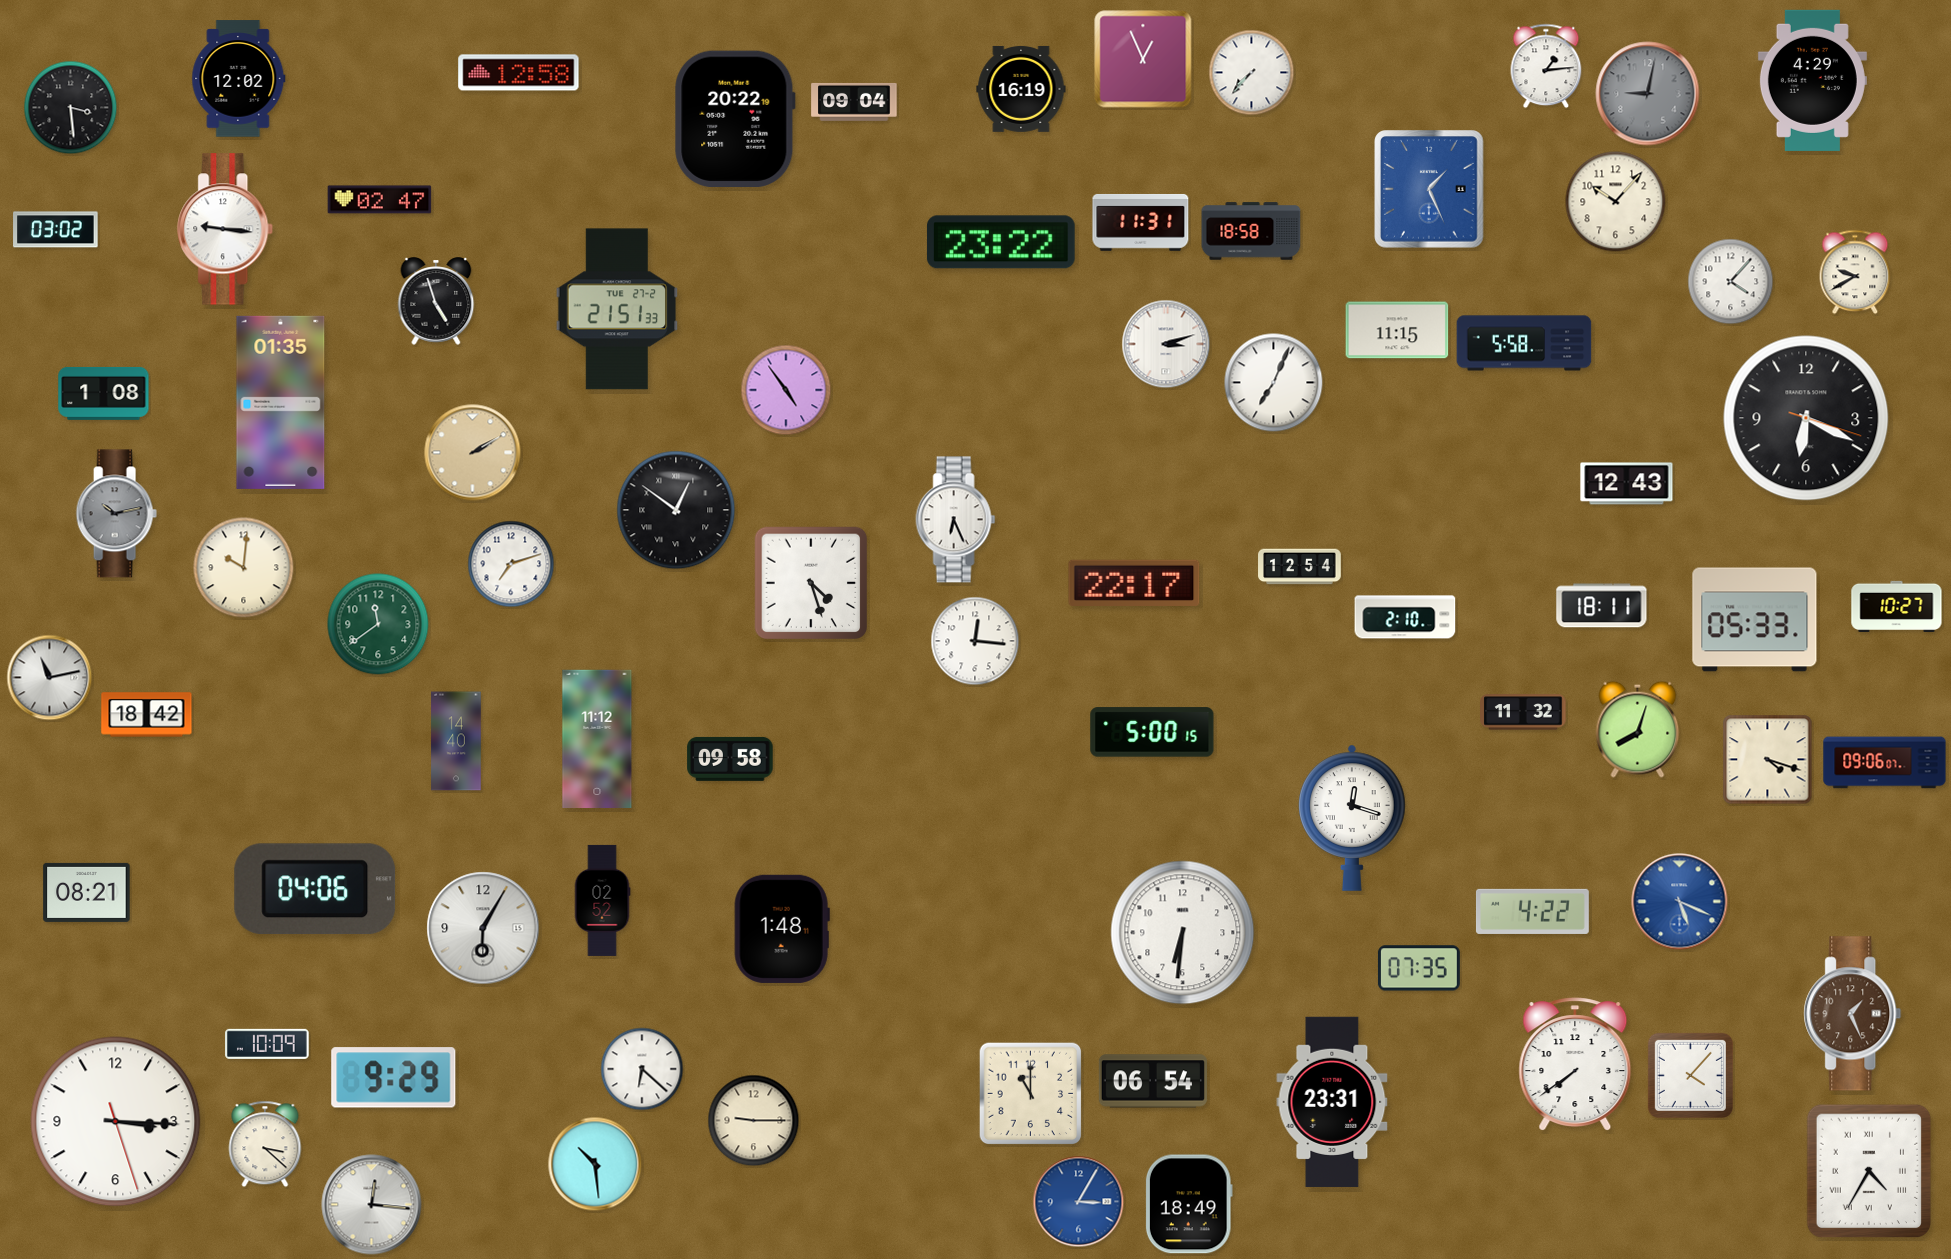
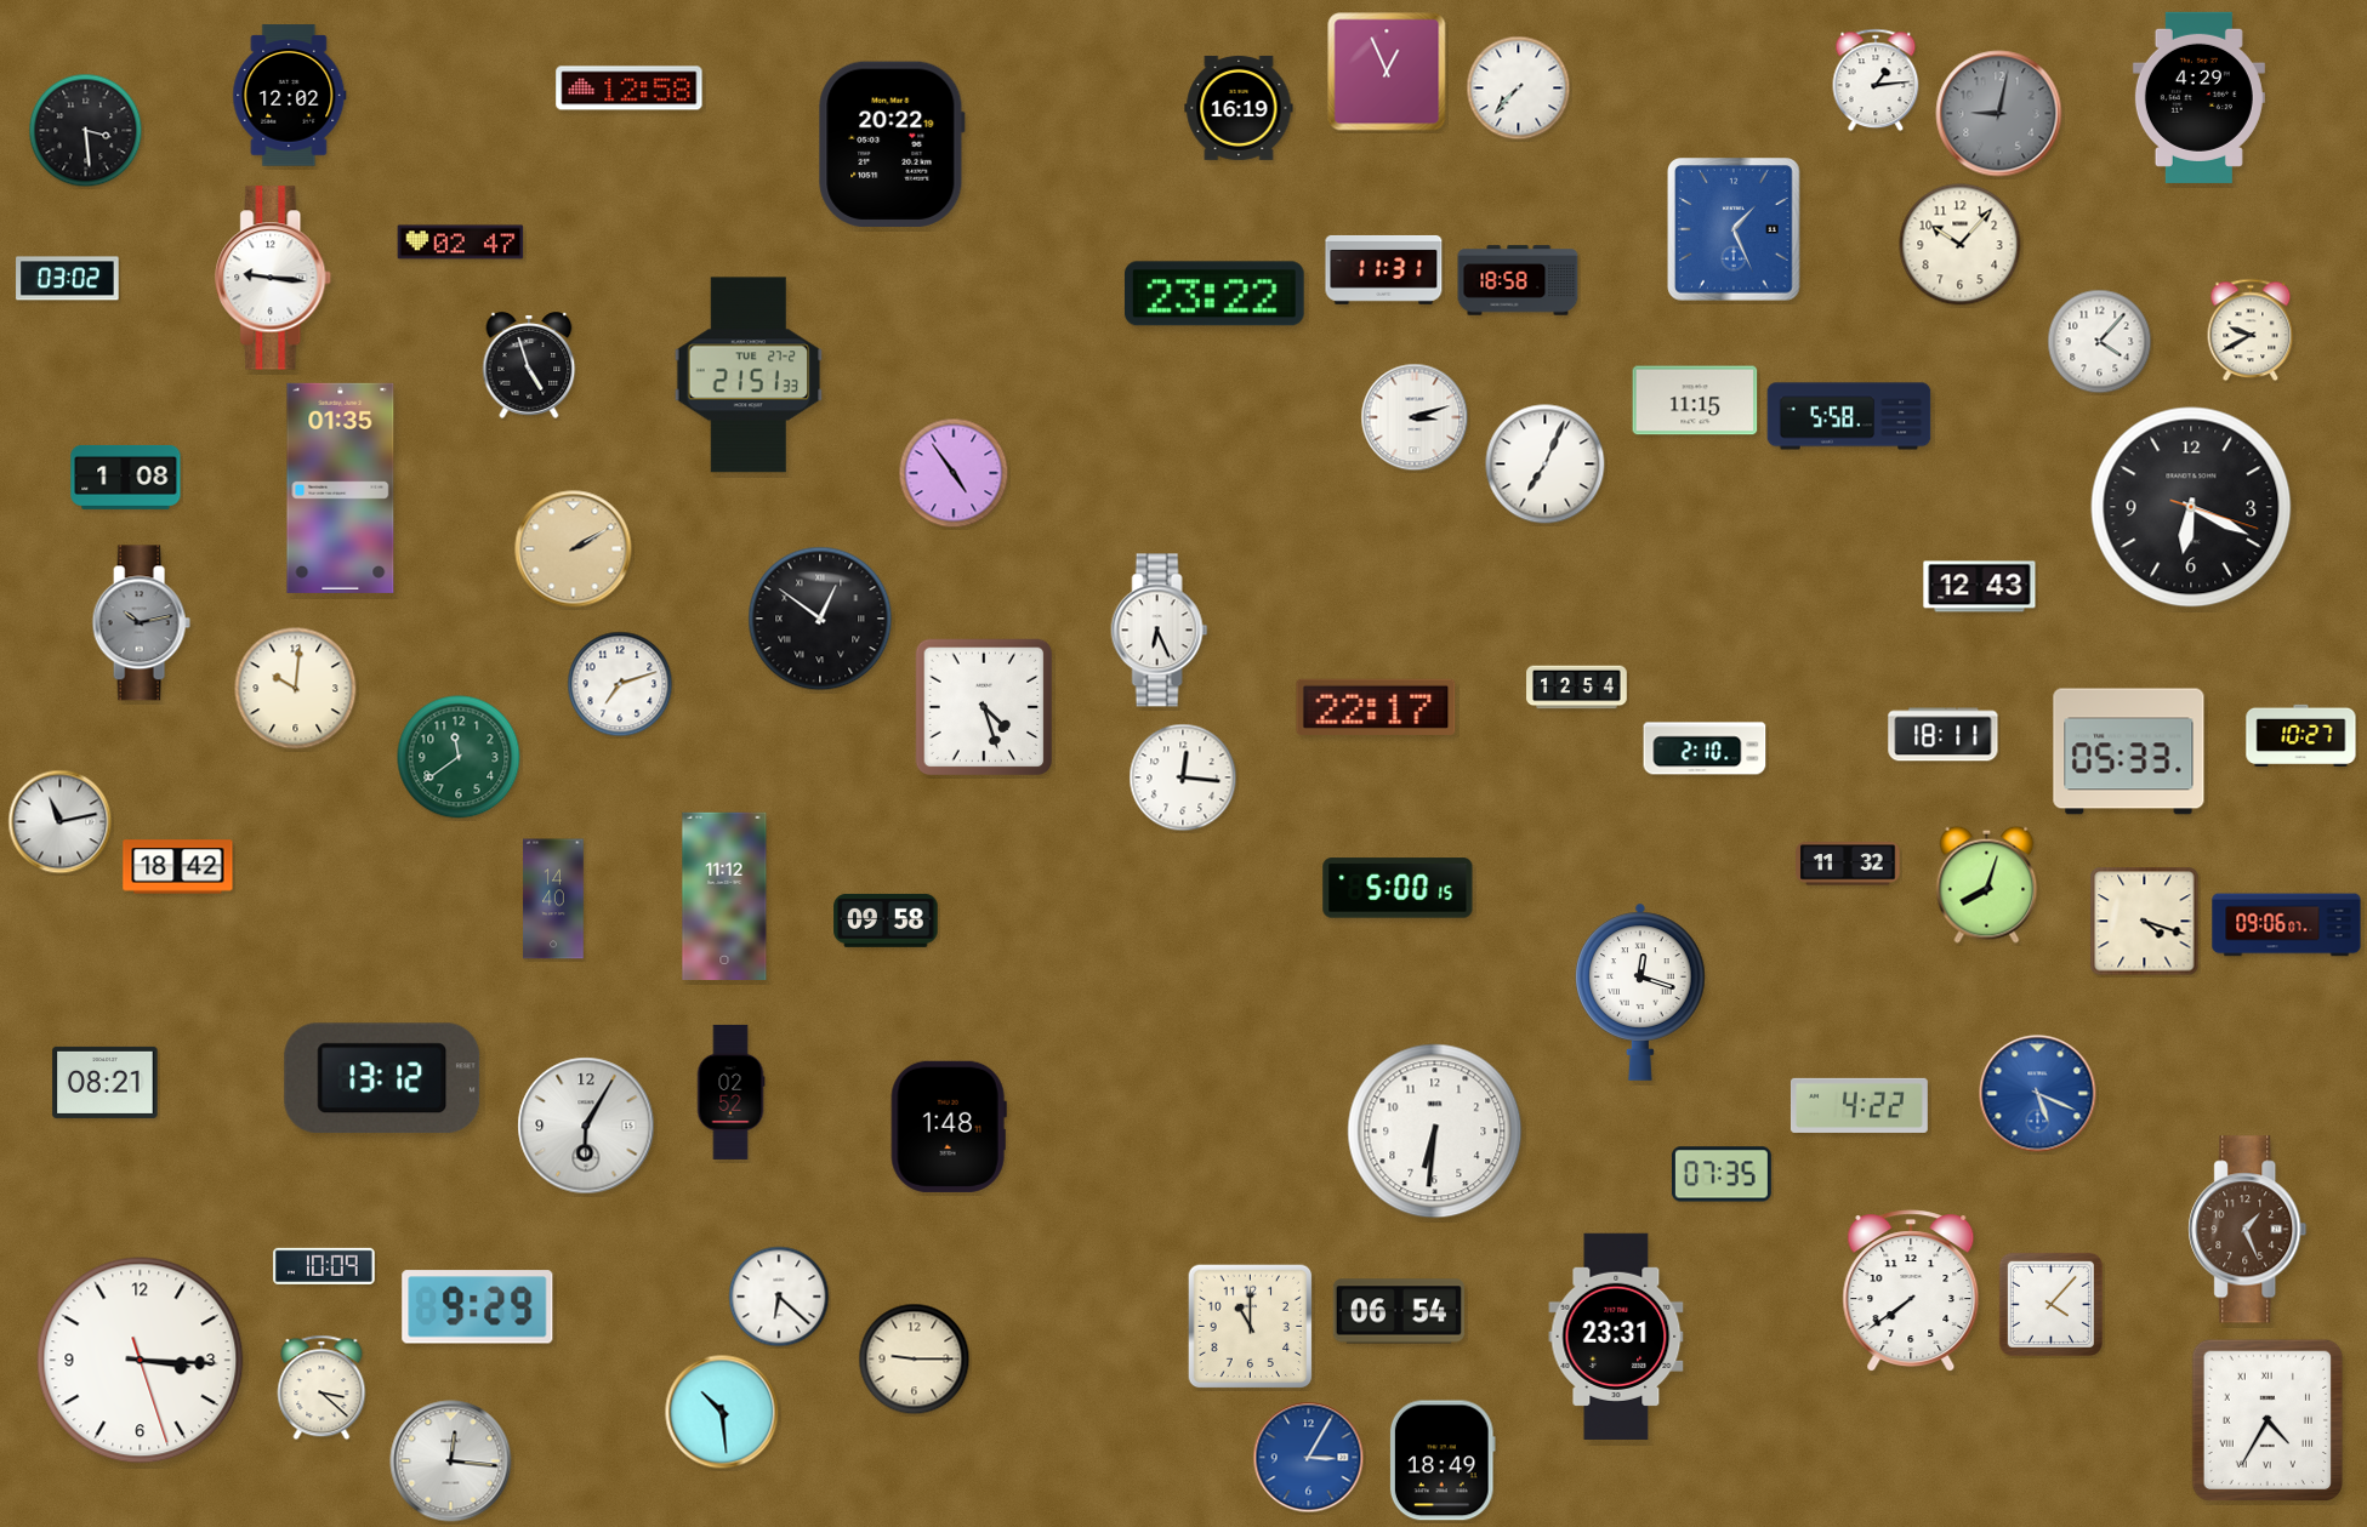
clock at (854, 102): 09:04 -> none
clock at (1627, 484) position: (1627, 484) -> (1980, 587)
clock at (315, 889): 04:06 -> 13:12
